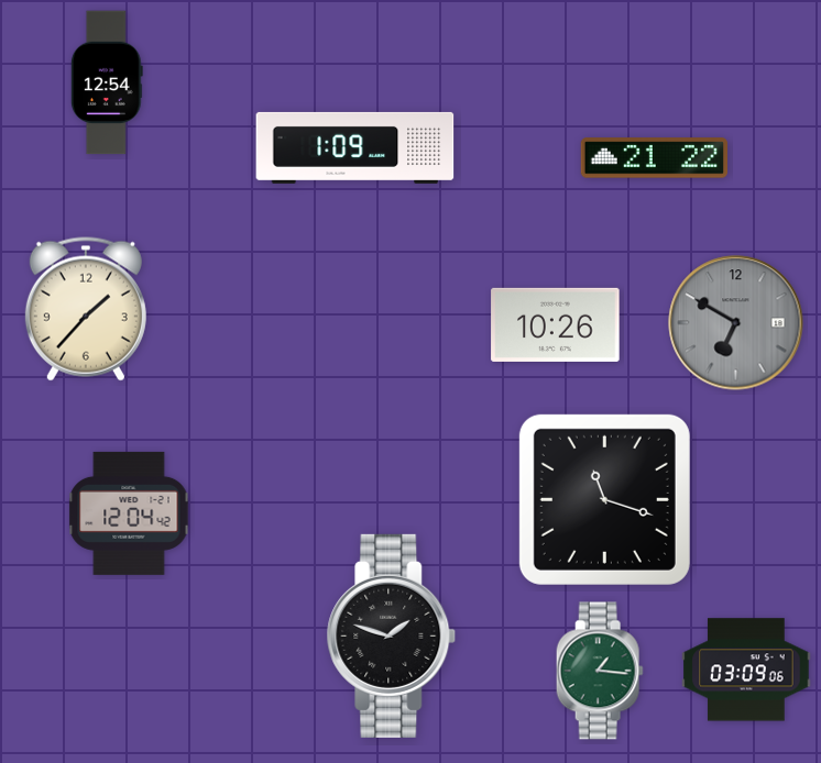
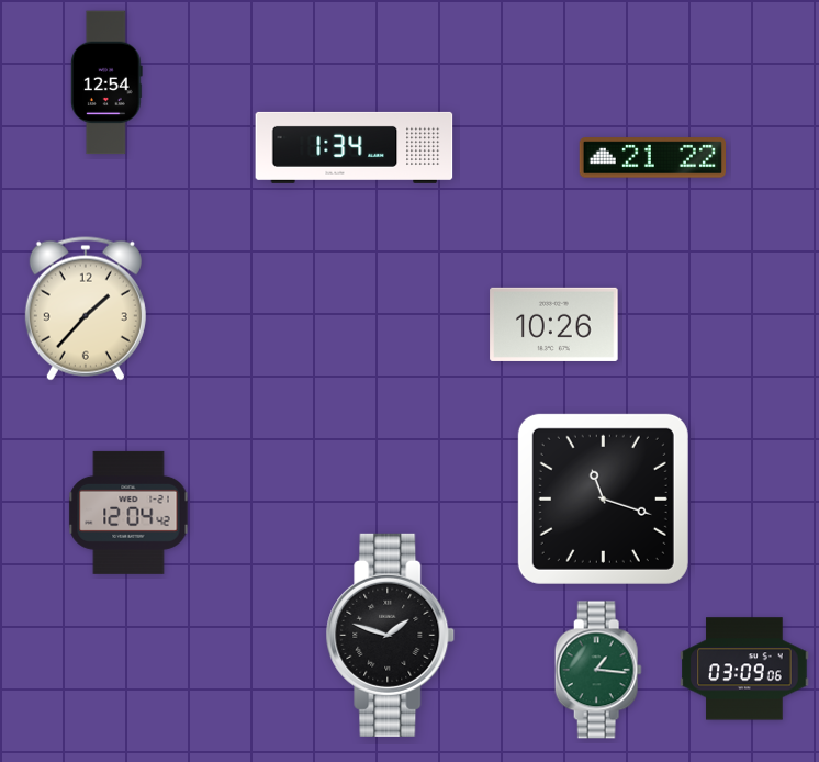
clock at (355, 147): 1:09 -> 1:34
clock at (736, 323): 6:50 -> none
